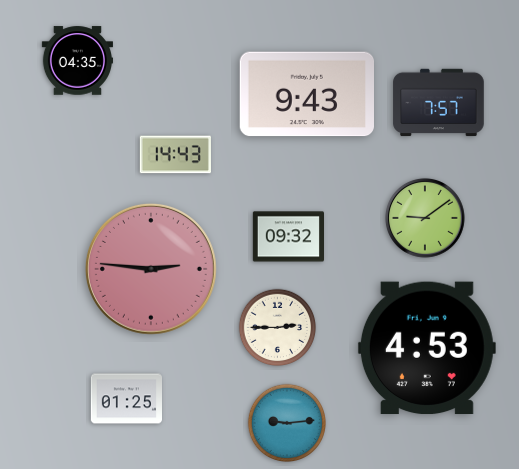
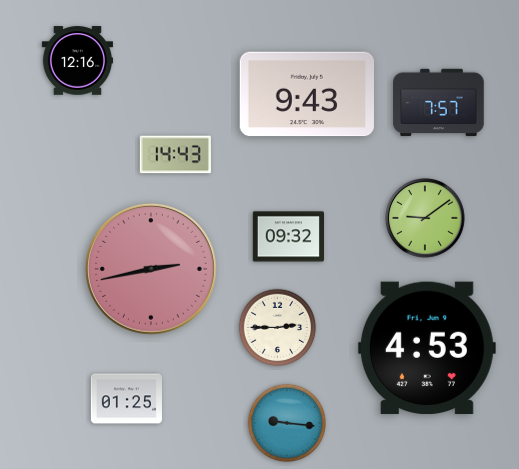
clock at (77, 61): 04:35 -> 12:16
clock at (151, 269): 2:46 -> 2:43
clock at (286, 422): 9:14 -> 9:16
